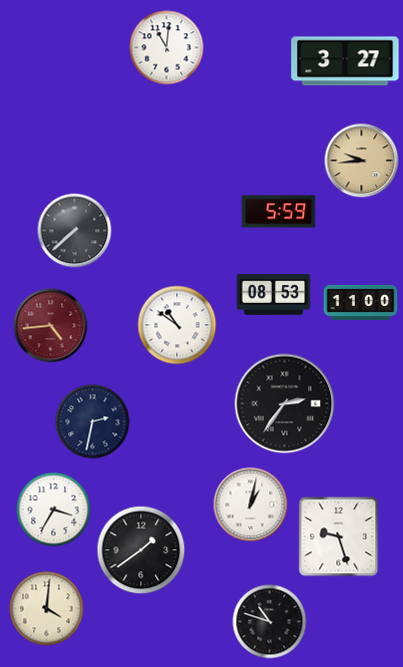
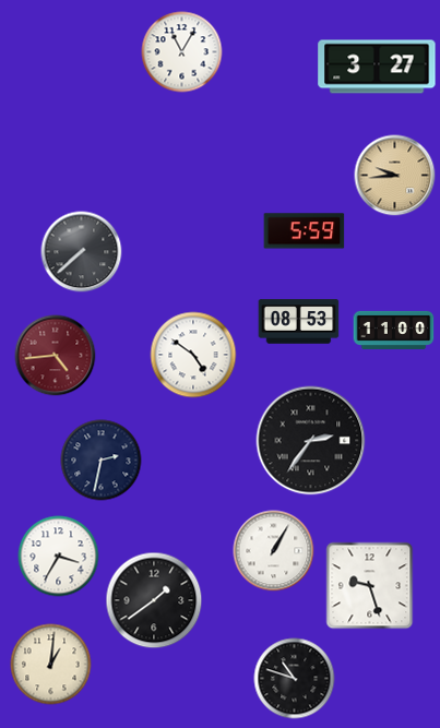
clock at (167, 48): 11:01 -> 11:05
clock at (177, 325): 10:51 -> 4:51
clock at (251, 505): 1:02 -> 1:05
clock at (47, 609): 4:01 -> 1:01
